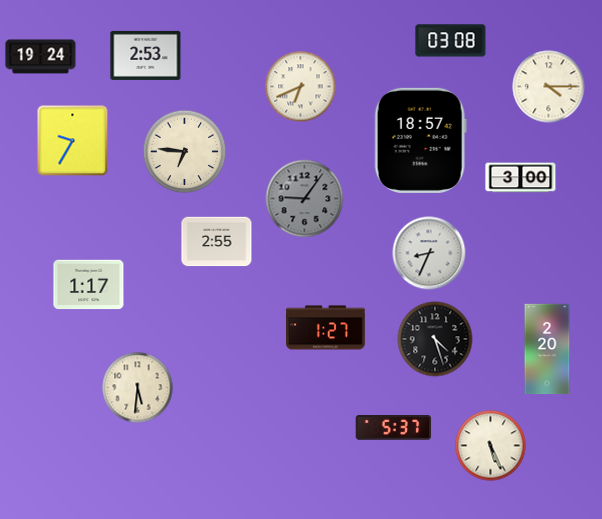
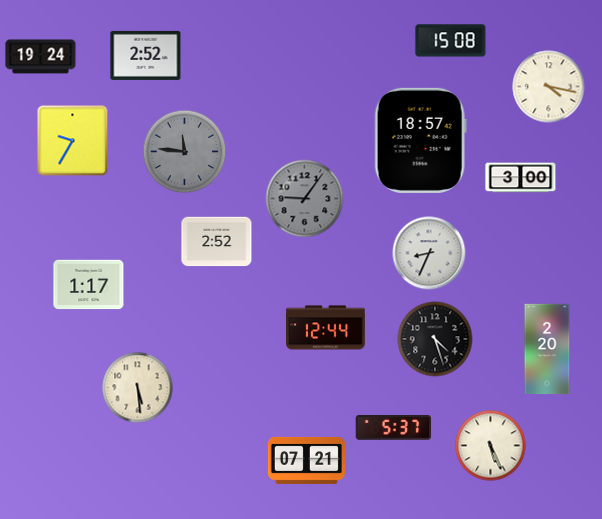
clock at (451, 41): 03:08 -> 15:08
clock at (146, 55): 2:53 -> 2:52
clock at (301, 87): 6:41 -> none
clock at (549, 87): 4:15 -> 4:17
clock at (185, 152): 6:46 -> 11:46
clock at (185, 152) dial: cream -> grey
clock at (217, 242): 2:55 -> 2:52
clock at (326, 328): 1:27 -> 12:44
clock at (138, 388): 5:31 -> 5:29
clock at (306, 460): none -> 07:21
